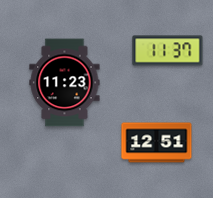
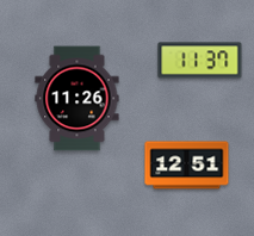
clock at (65, 83): 11:23 -> 11:26
clock at (157, 143) position: (157, 143) -> (187, 166)
